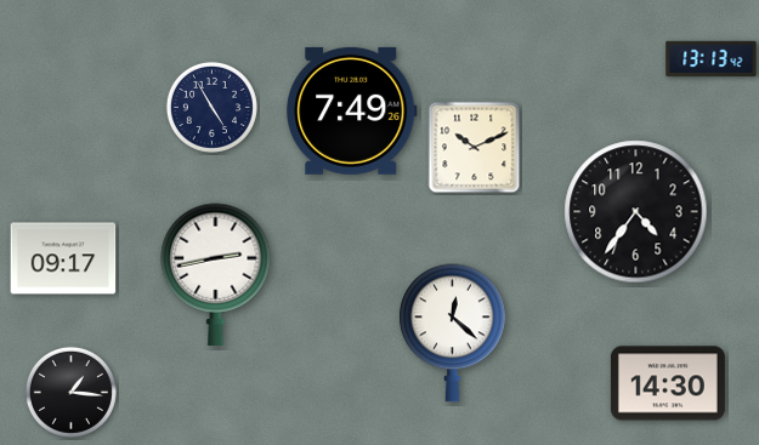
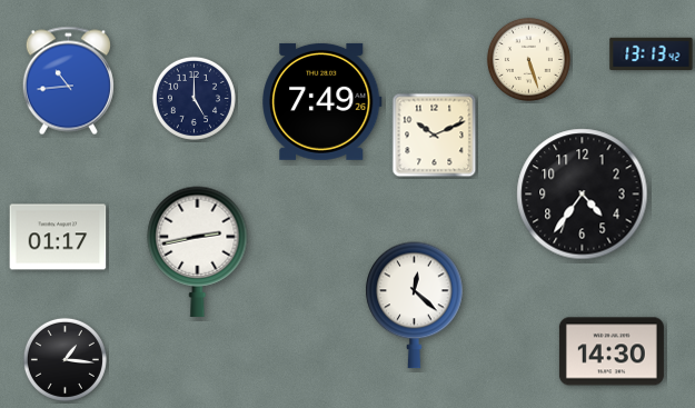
clock at (528, 59): none -> 5:27
clock at (68, 81): none -> 10:44
clock at (211, 107): 4:55 -> 5:00
clock at (63, 258): 09:17 -> 01:17
